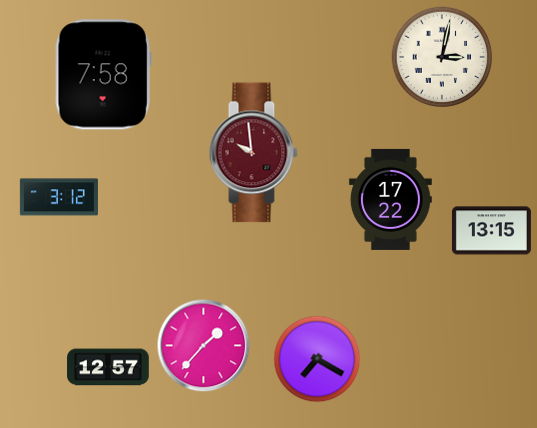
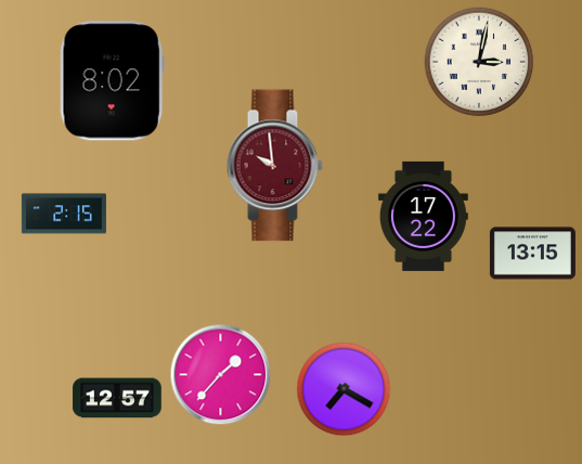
clock at (103, 75): 7:58 -> 8:02
clock at (59, 197): 3:12 -> 2:15
clock at (491, 231) position: (491, 231) -> (532, 254)
